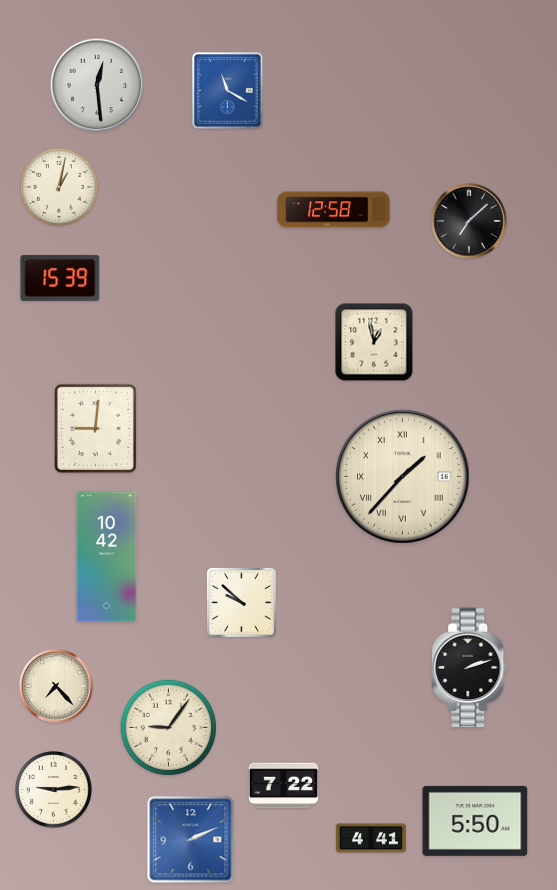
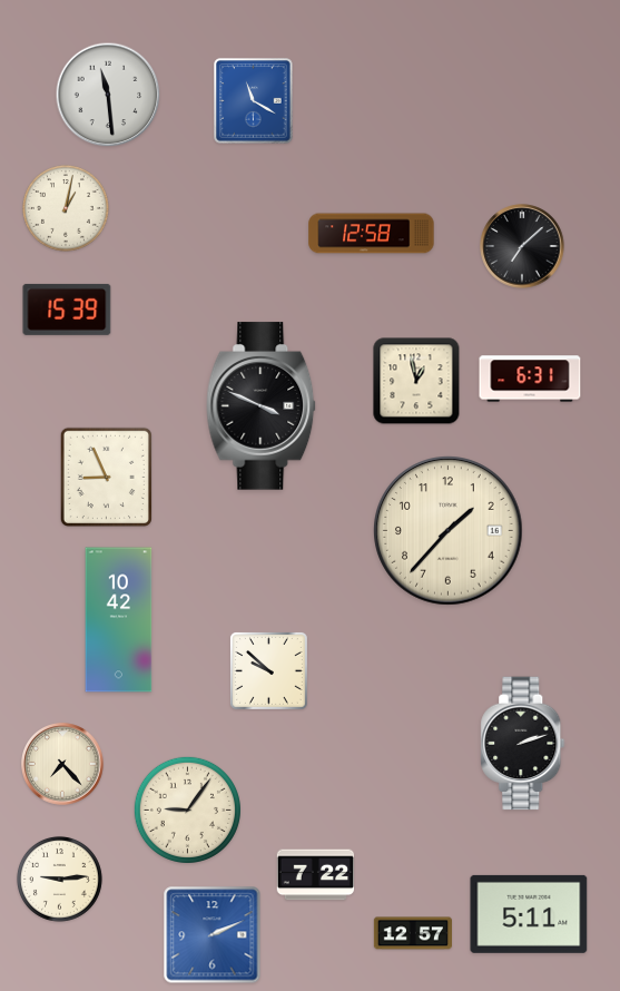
clock at (97, 85): 12:29 -> 11:29
clock at (530, 379): none -> 6:31
clock at (262, 406): none -> 3:49
clock at (95, 428): 9:01 -> 8:56
clock at (403, 477) numerals: Roman -> Arabic
clock at (475, 821): 5:50 -> 5:11
clock at (371, 838): 4:41 -> 12:57
